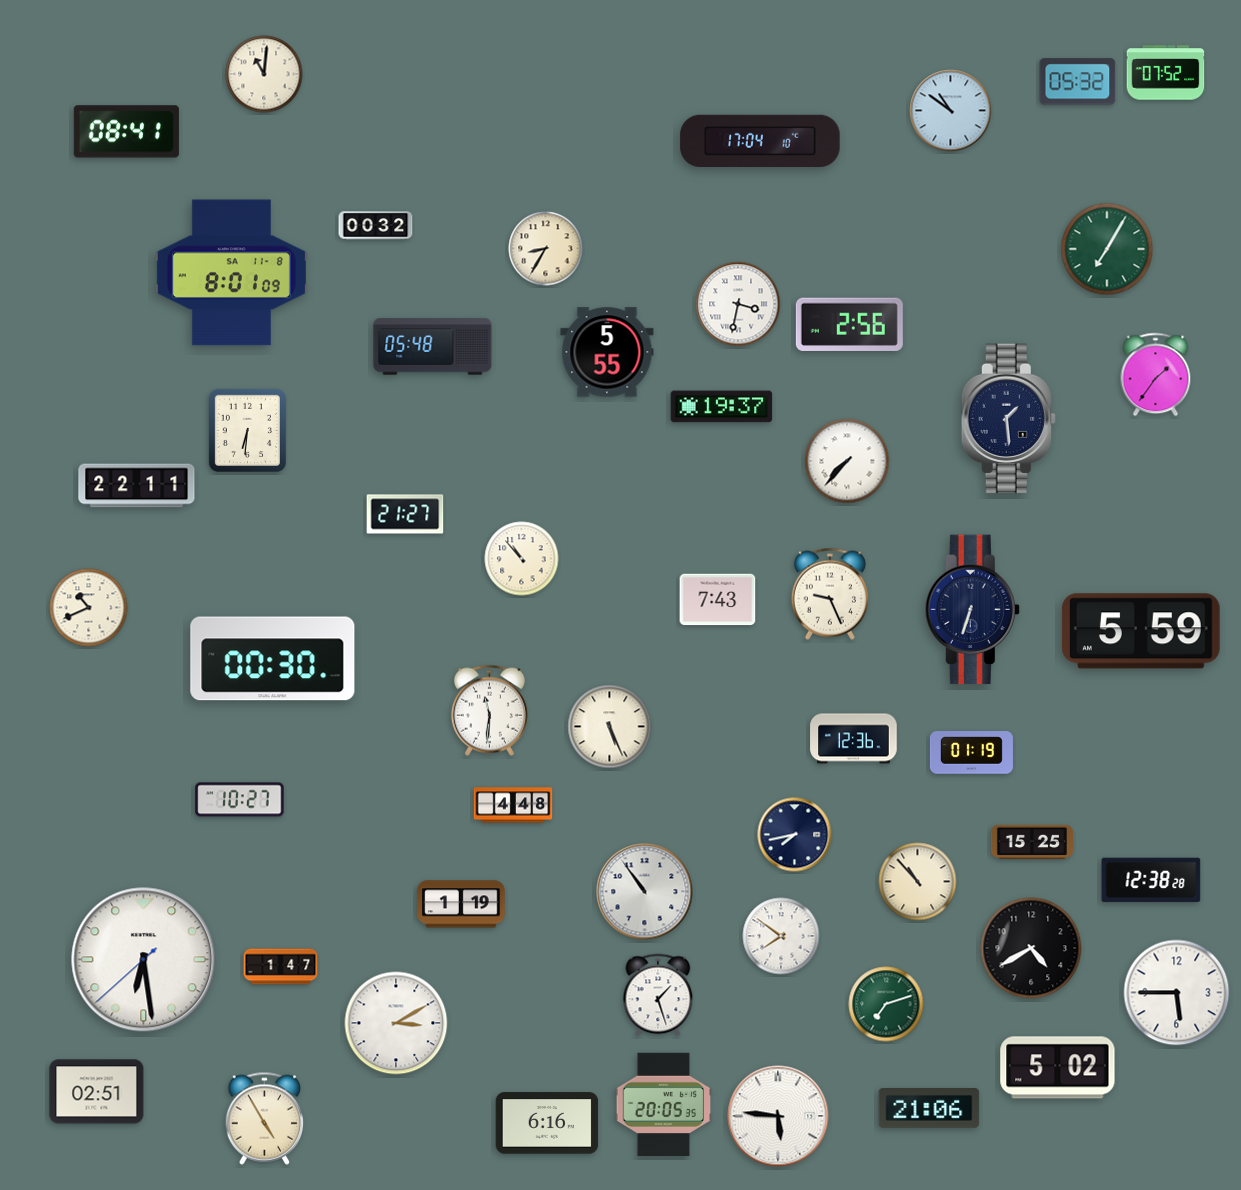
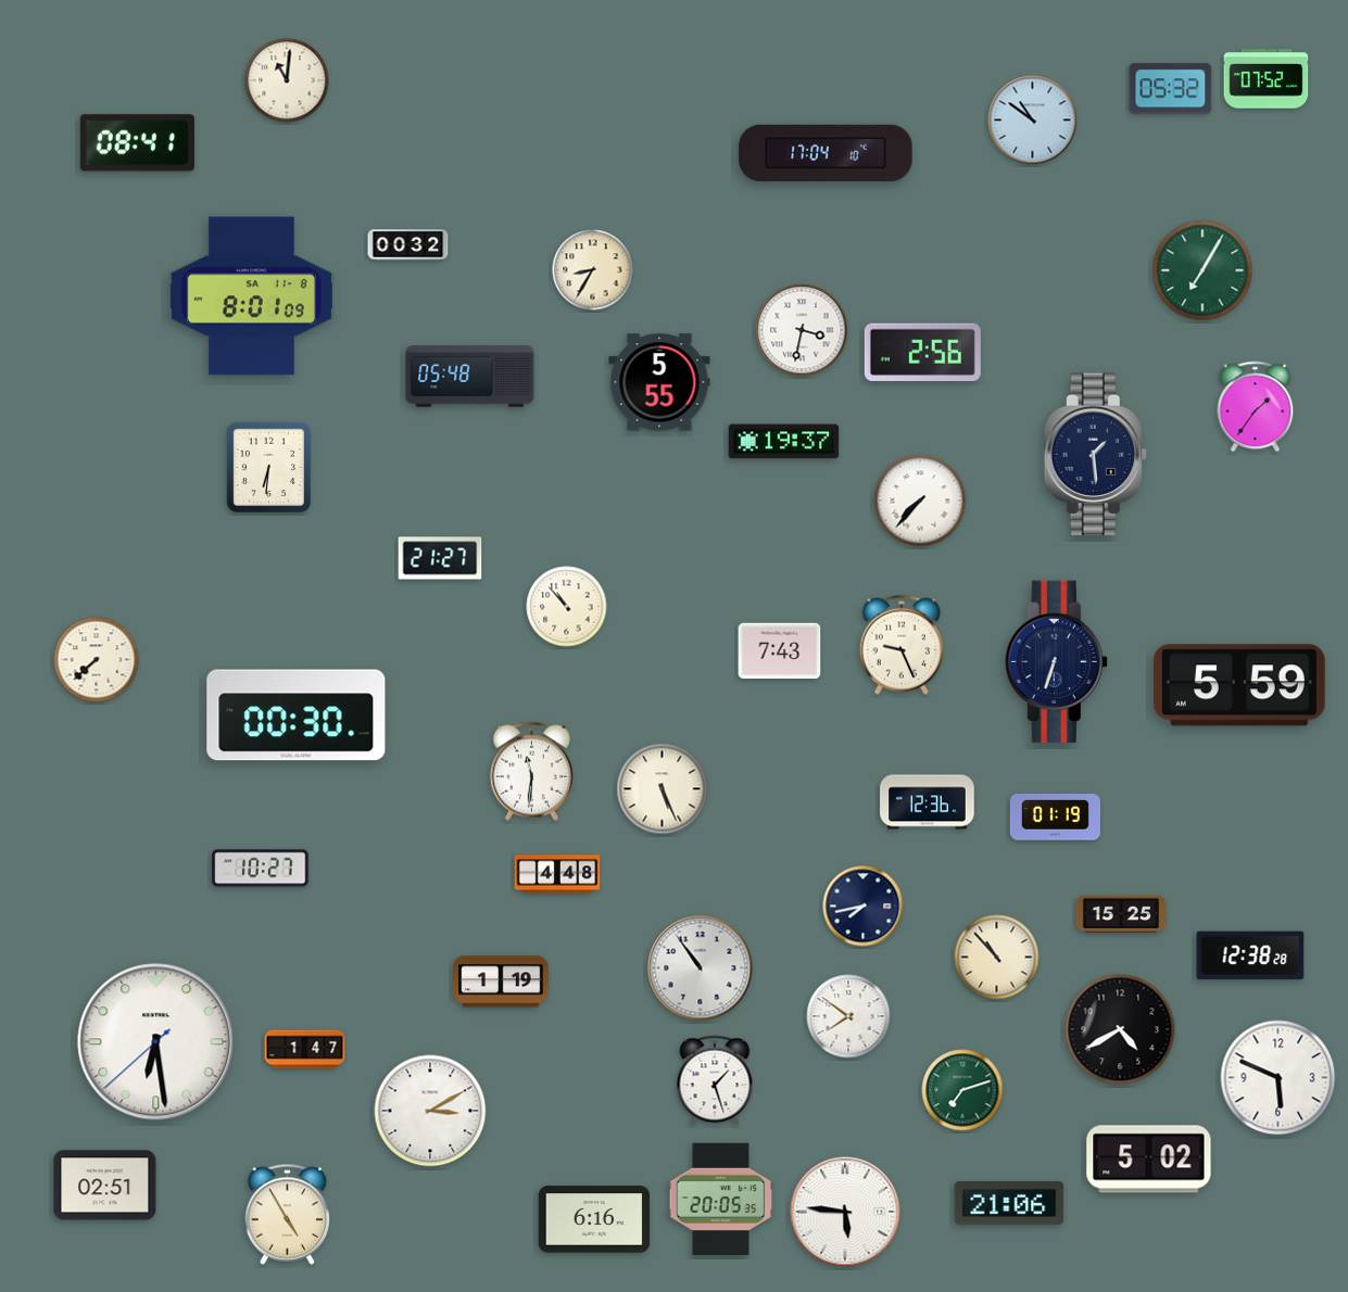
clock at (137, 486): 22:11 -> none
clock at (89, 608): 10:41 -> 7:38
clock at (1177, 993): 5:45 -> 5:49
